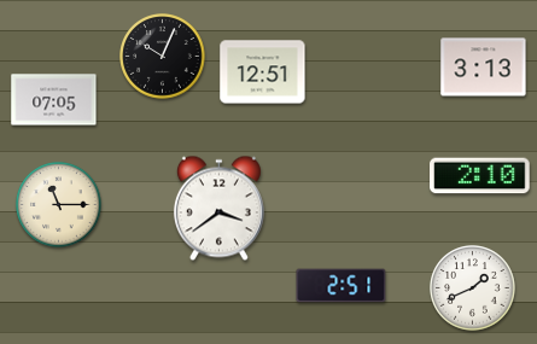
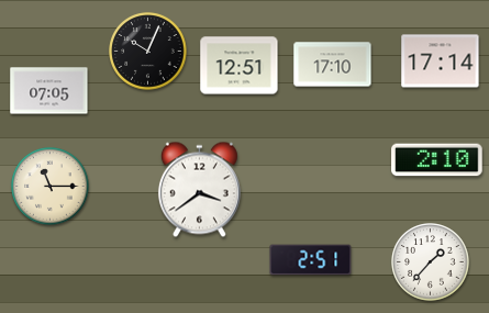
clock at (484, 68): 3:13 -> 17:14
clock at (333, 65): none -> 17:10
clock at (59, 205) position: (59, 205) -> (51, 187)
clock at (473, 288): 1:41 -> 1:37
